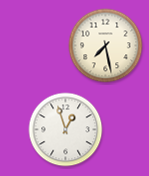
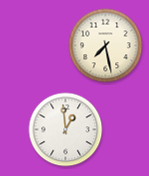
clock at (66, 130): 12:57 -> 12:59
